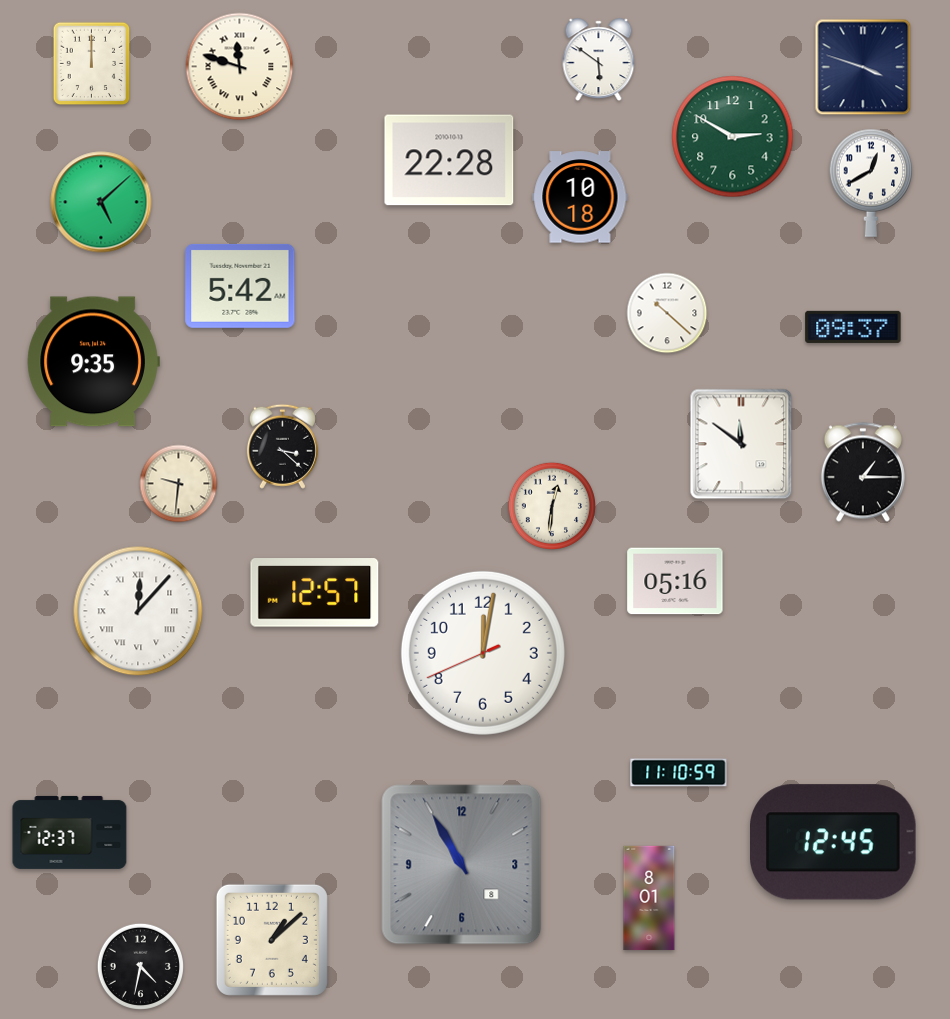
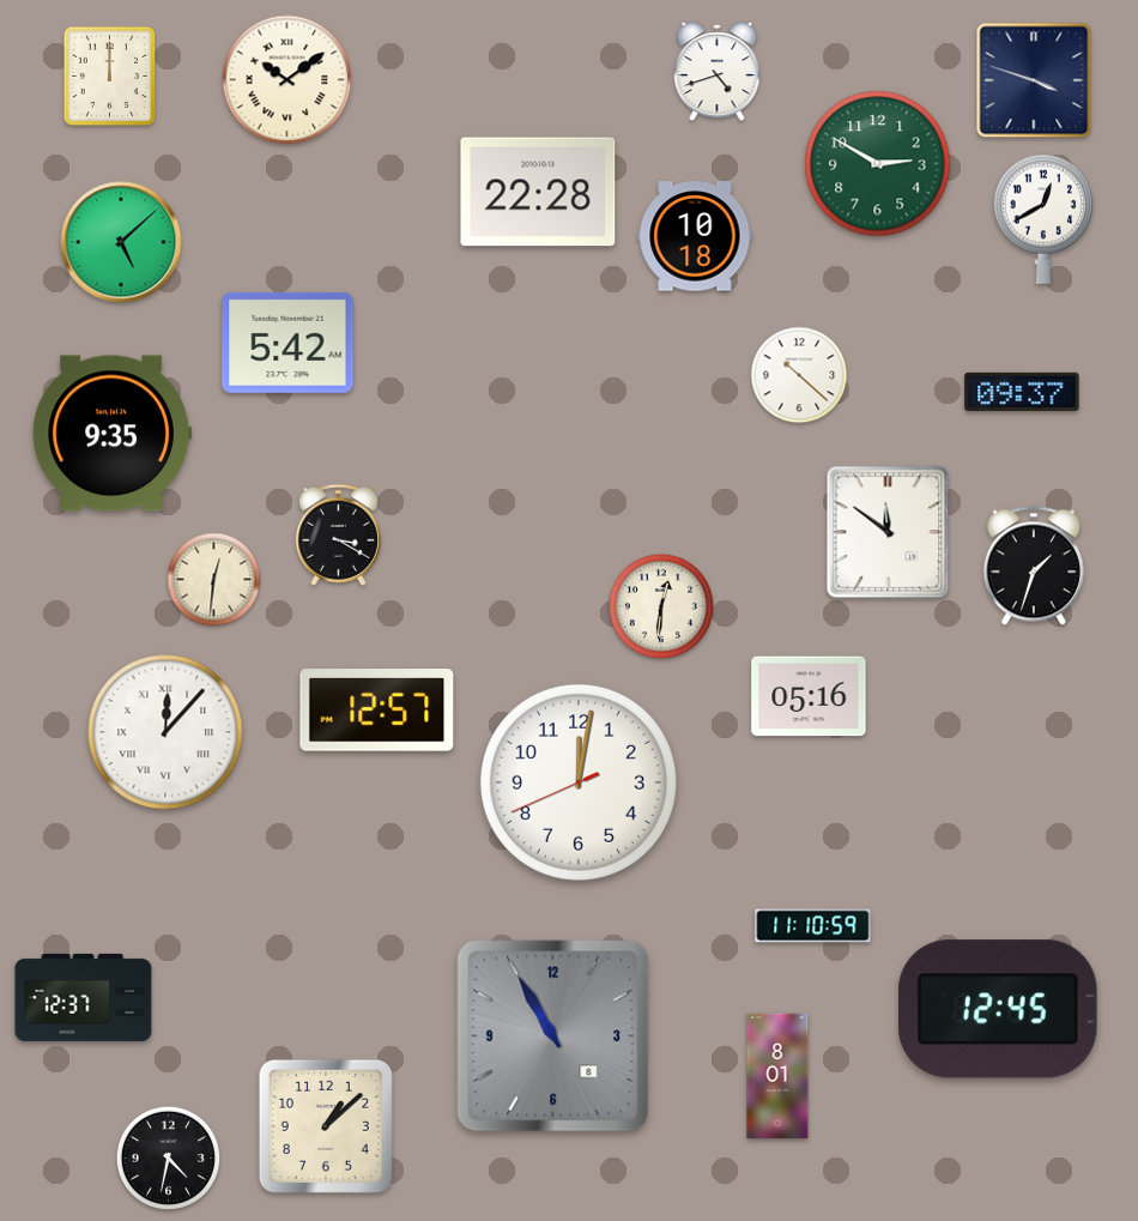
clock at (599, 60): 5:51 -> 4:42
clock at (240, 67): 11:48 -> 10:09
clock at (282, 446): 3:22 -> 3:20
clock at (863, 472): 1:15 -> 1:33
clock at (179, 484): 9:31 -> 12:31
